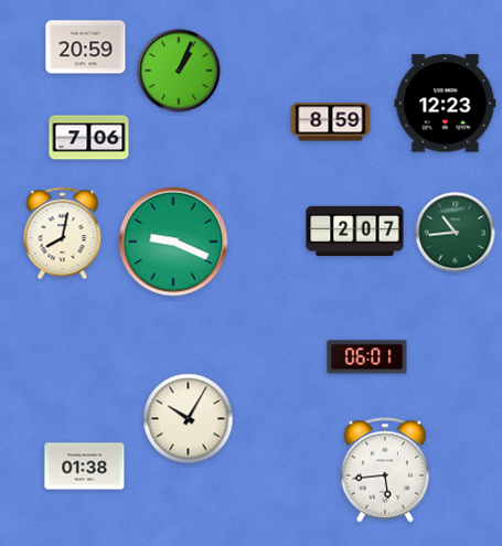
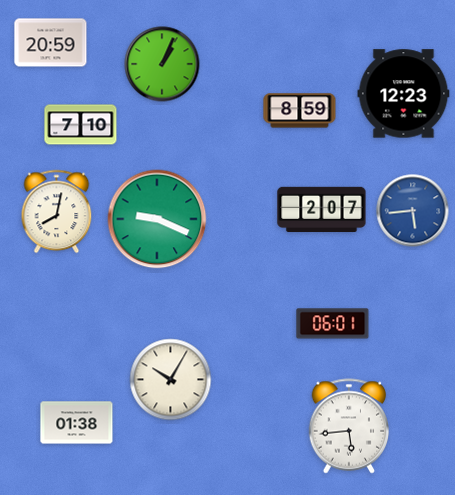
clock at (86, 47) position: (86, 47) -> (51, 43)
clock at (89, 138): 7:06 -> 7:10
clock at (456, 233): 10:44 -> 5:44
clock at (456, 233) dial: green -> blue
